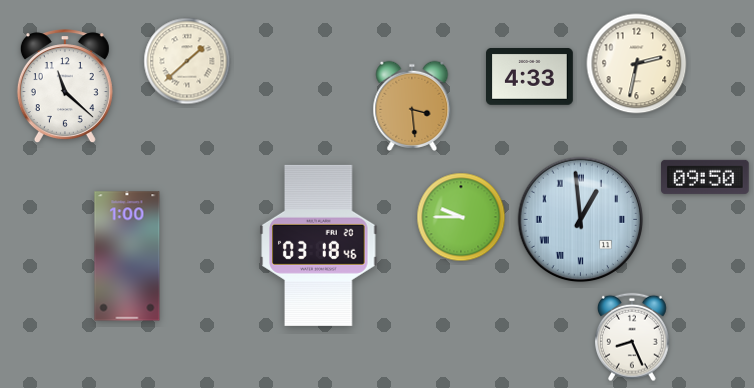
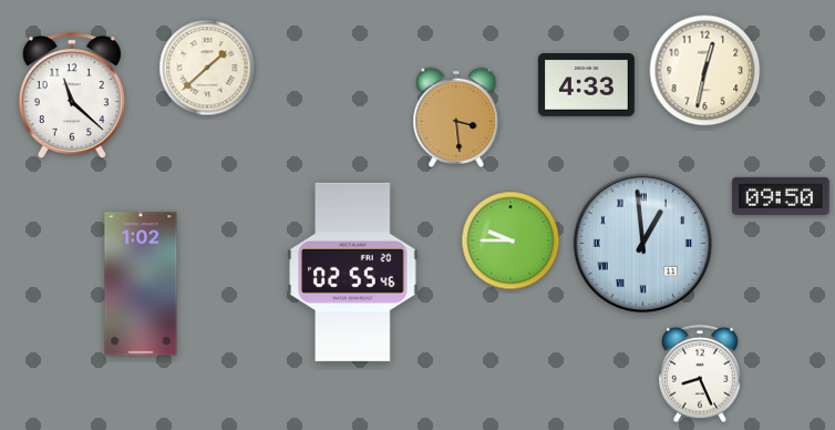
clock at (637, 64): 2:32 -> 12:32
clock at (319, 245): 03:18 -> 02:55
clock at (127, 256): 1:00 -> 1:02
